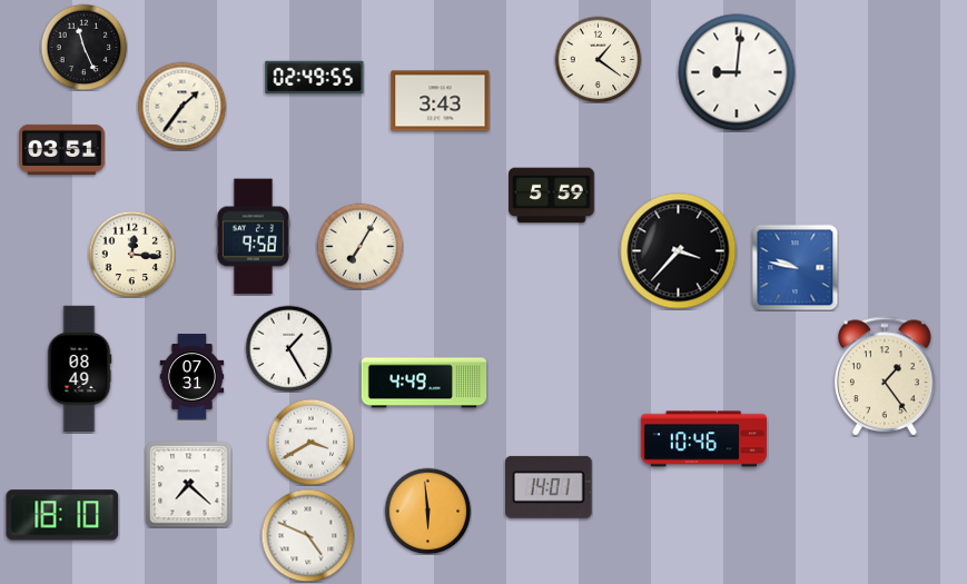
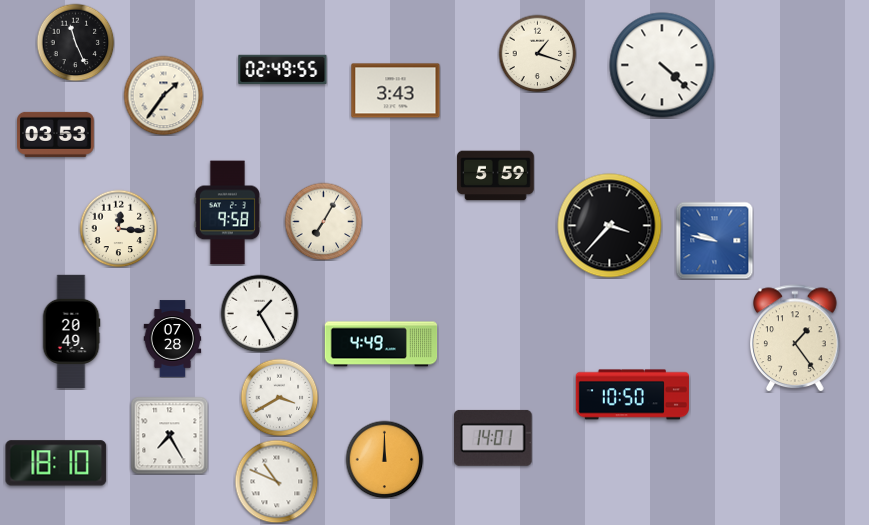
clock at (598, 59): 1:21 -> 1:18
clock at (737, 72): 9:01 -> 4:22
clock at (62, 149): 03:51 -> 03:53
clock at (79, 368): 08:49 -> 20:49
clock at (193, 377): 07:31 -> 07:28
clock at (703, 439): 10:46 -> 10:50
clock at (188, 484): 7:22 -> 7:25
clock at (427, 511): 5:59 -> 12:00
clock at (307, 535): 4:49 -> 10:49
